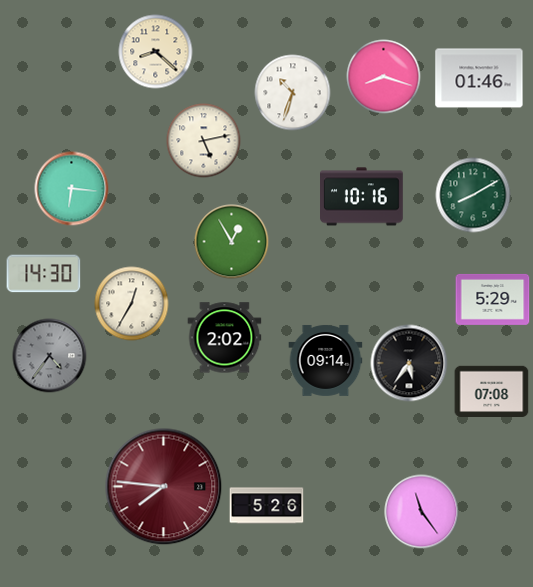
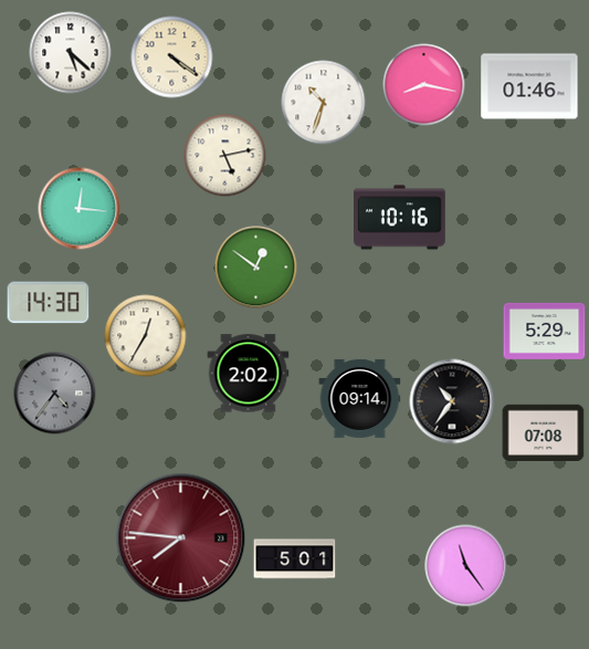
clock at (71, 53): none -> 5:22
clock at (156, 52): 8:22 -> 4:21
clock at (384, 77): 8:18 -> 8:17
clock at (72, 189): 6:16 -> 12:16
clock at (473, 195): 8:10 -> none
clock at (232, 242): 12:55 -> 12:51
clock at (409, 363): 5:36 -> 10:36
clock at (267, 506): 5:26 -> 5:01
